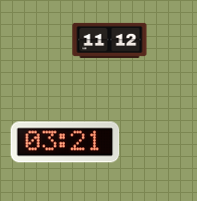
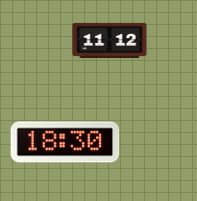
clock at (65, 142): 03:21 -> 18:30
